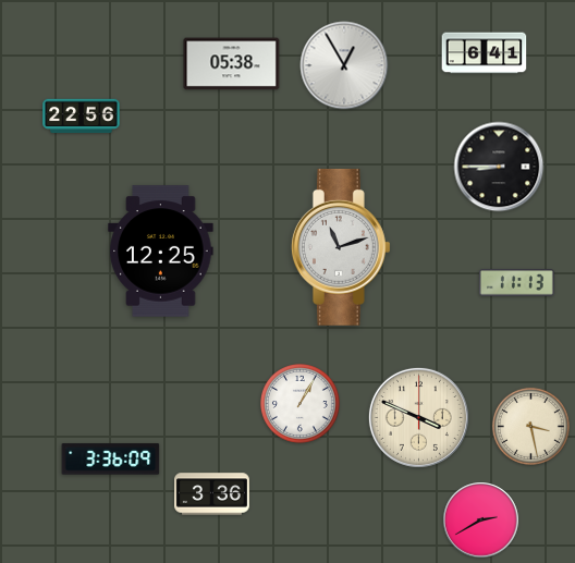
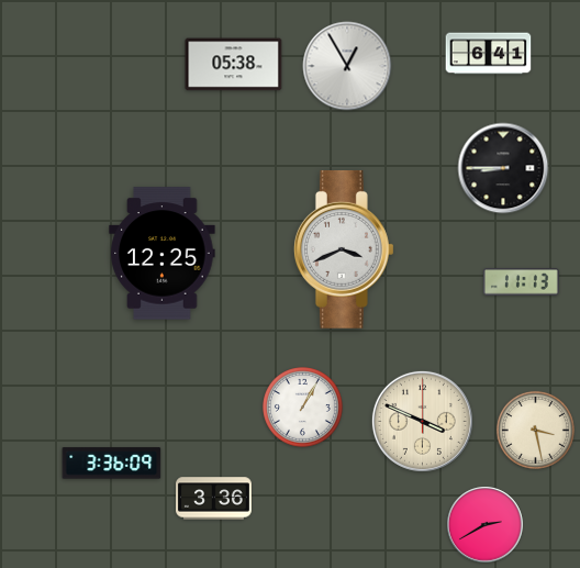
clock at (82, 117): 22:56 -> none
clock at (341, 247): 11:12 -> 3:41
clock at (516, 283) position: (516, 283) -> (521, 282)
